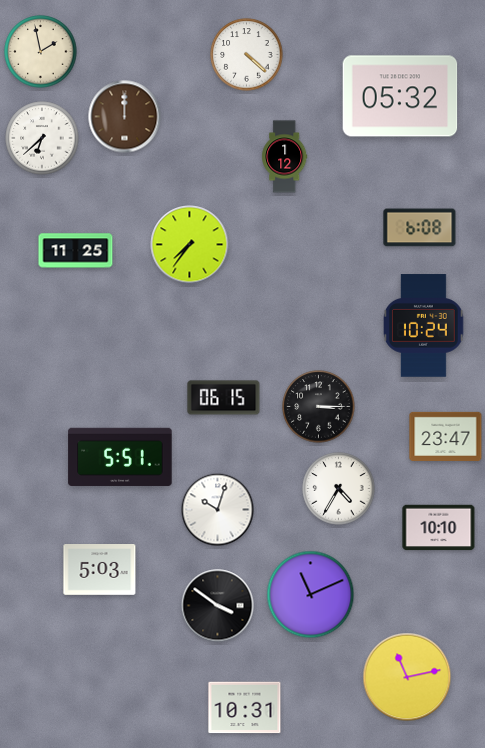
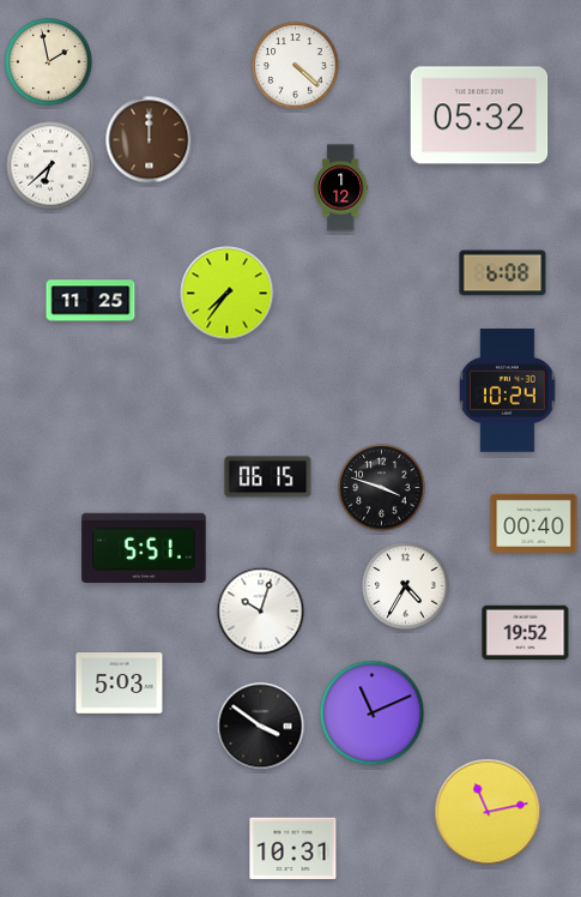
clock at (319, 407): 3:15 -> 3:48
clock at (446, 436): 23:47 -> 00:40
clock at (439, 528): 10:10 -> 19:52
